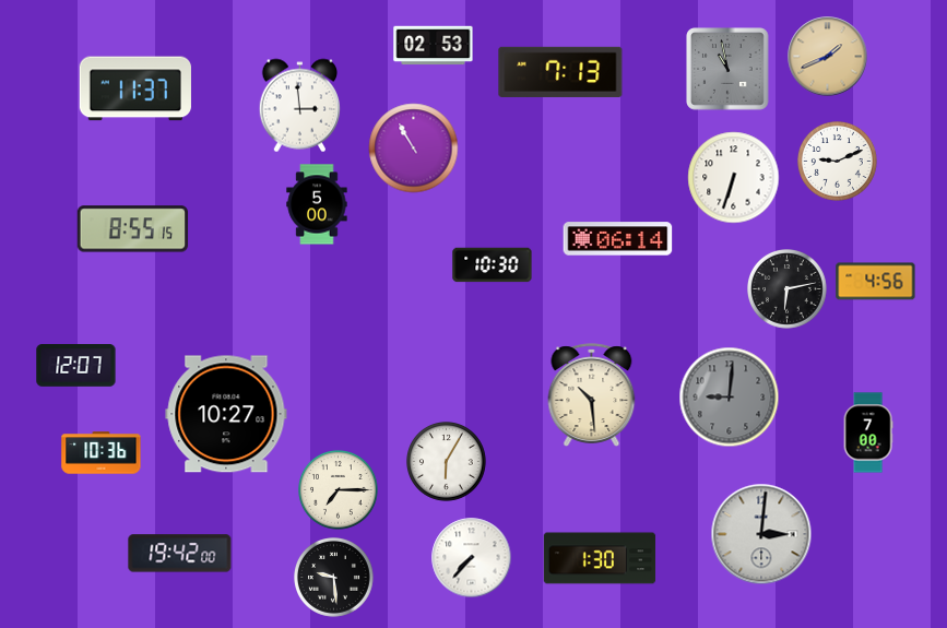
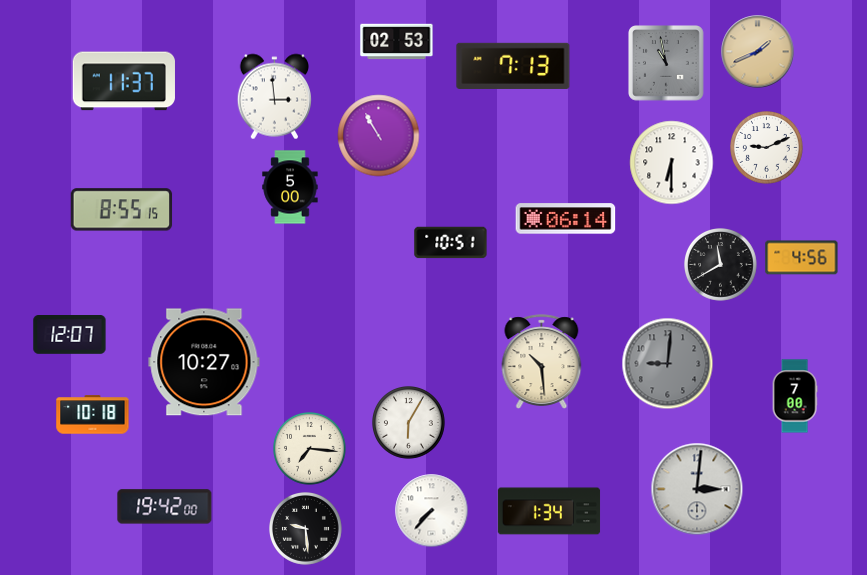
clock at (734, 178): 6:33 -> 6:30
clock at (493, 265): 10:30 -> 10:51
clock at (788, 289): 6:13 -> 11:40
clock at (226, 414) position: (226, 414) -> (204, 362)
clock at (102, 453): 10:36 -> 10:18
clock at (339, 490): 7:15 -> 7:16
clock at (600, 558): 1:30 -> 1:34
